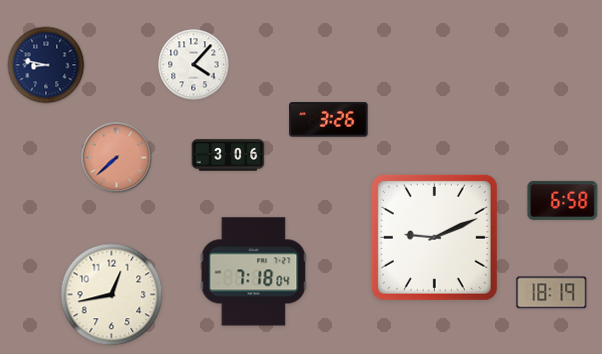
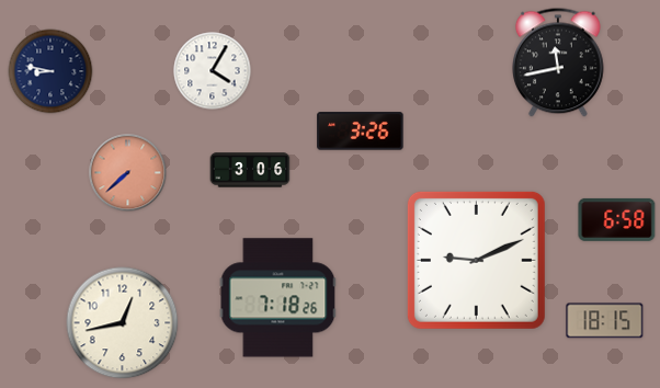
clock at (559, 62): none -> 11:43
clock at (194, 65): 4:07 -> 4:05
clock at (254, 272): 7:18:04 -> 7:18:26
clock at (552, 293): 18:19 -> 18:15
